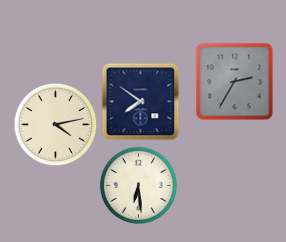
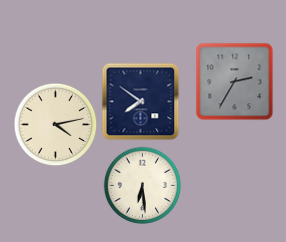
clock at (138, 185) position: (138, 185) -> (142, 185)
